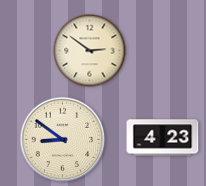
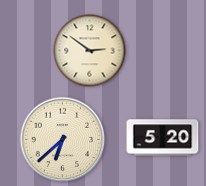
clock at (163, 138): 4:23 -> 5:20
clock at (63, 140): 8:51 -> 6:38
